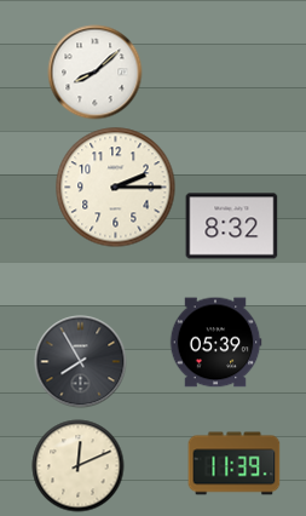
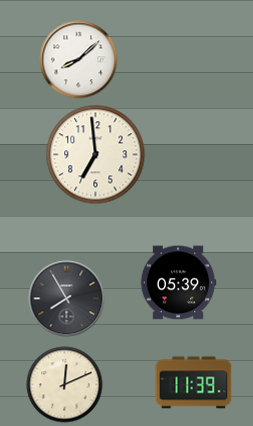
clock at (116, 188): 2:15 -> 6:59
clock at (232, 227): 8:32 -> none
